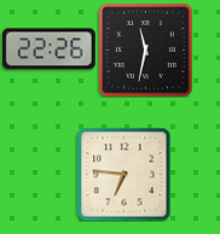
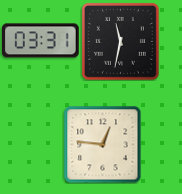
clock at (50, 49): 22:26 -> 03:31
clock at (123, 174): 6:46 -> 12:46
